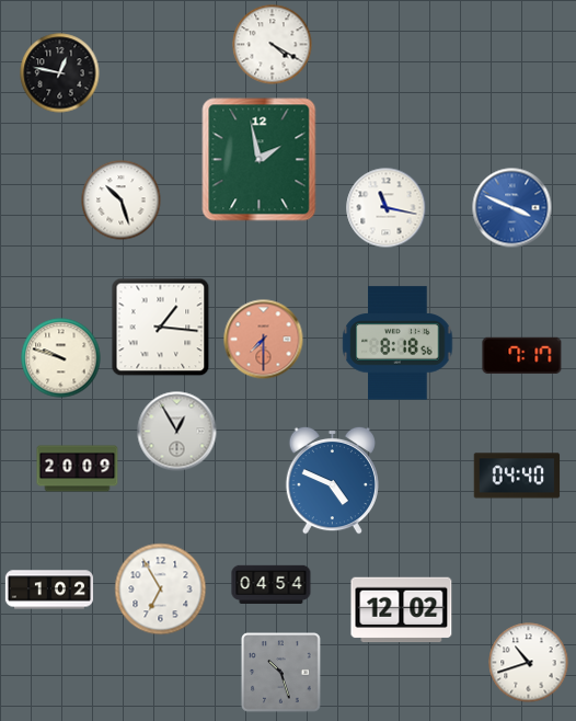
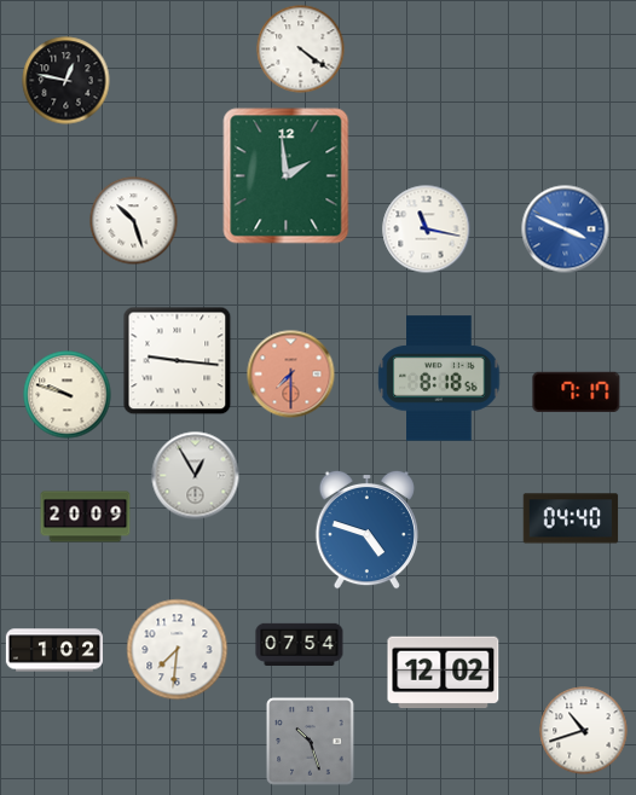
clock at (273, 45): 4:20 -> 4:21
clock at (260, 160): 1:58 -> 1:59
clock at (161, 328): 1:16 -> 9:16
clock at (517, 476) position: (517, 476) -> (571, 518)
clock at (332, 480): 4:49 -> 4:48
clock at (272, 584): 04:54 -> 07:54
clock at (161, 590): 6:55 -> 7:31
